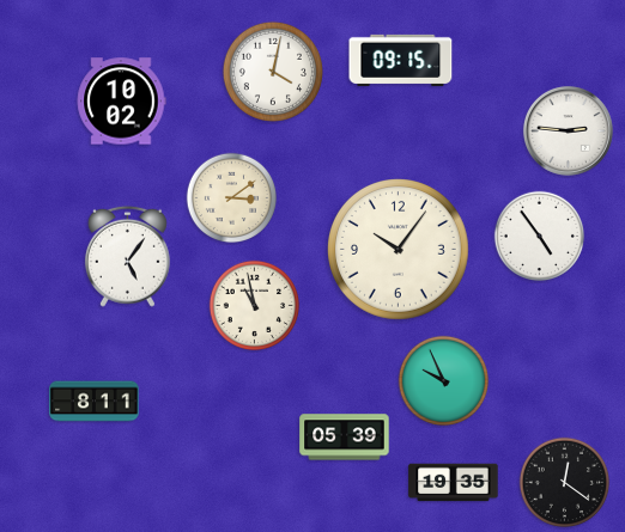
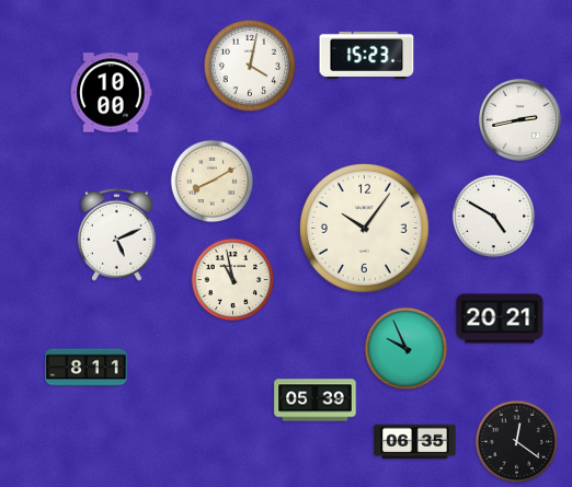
clock at (401, 60): 09:15 -> 15:23
clock at (121, 102): 10:02 -> 10:00
clock at (568, 130): 2:46 -> 2:43
clock at (232, 198): 3:09 -> 8:10
clock at (540, 237): 4:54 -> 4:50
clock at (127, 256): 5:06 -> 5:11
clock at (500, 318): none -> 20:21
clock at (454, 483): 19:35 -> 06:35
